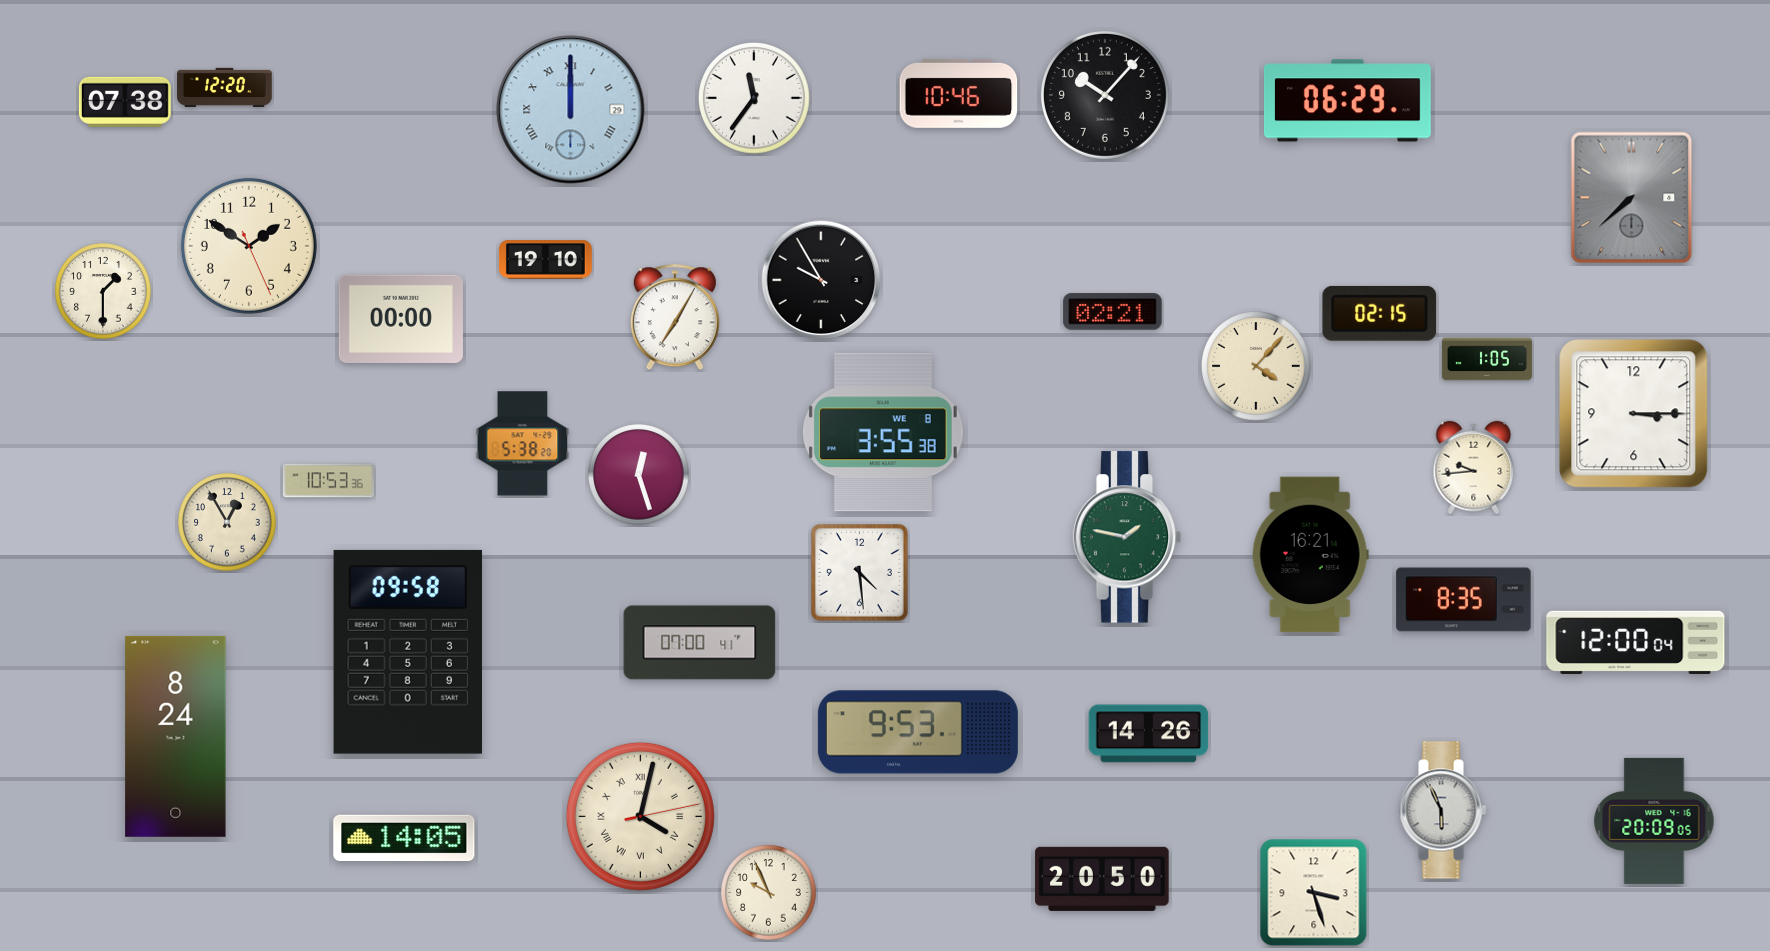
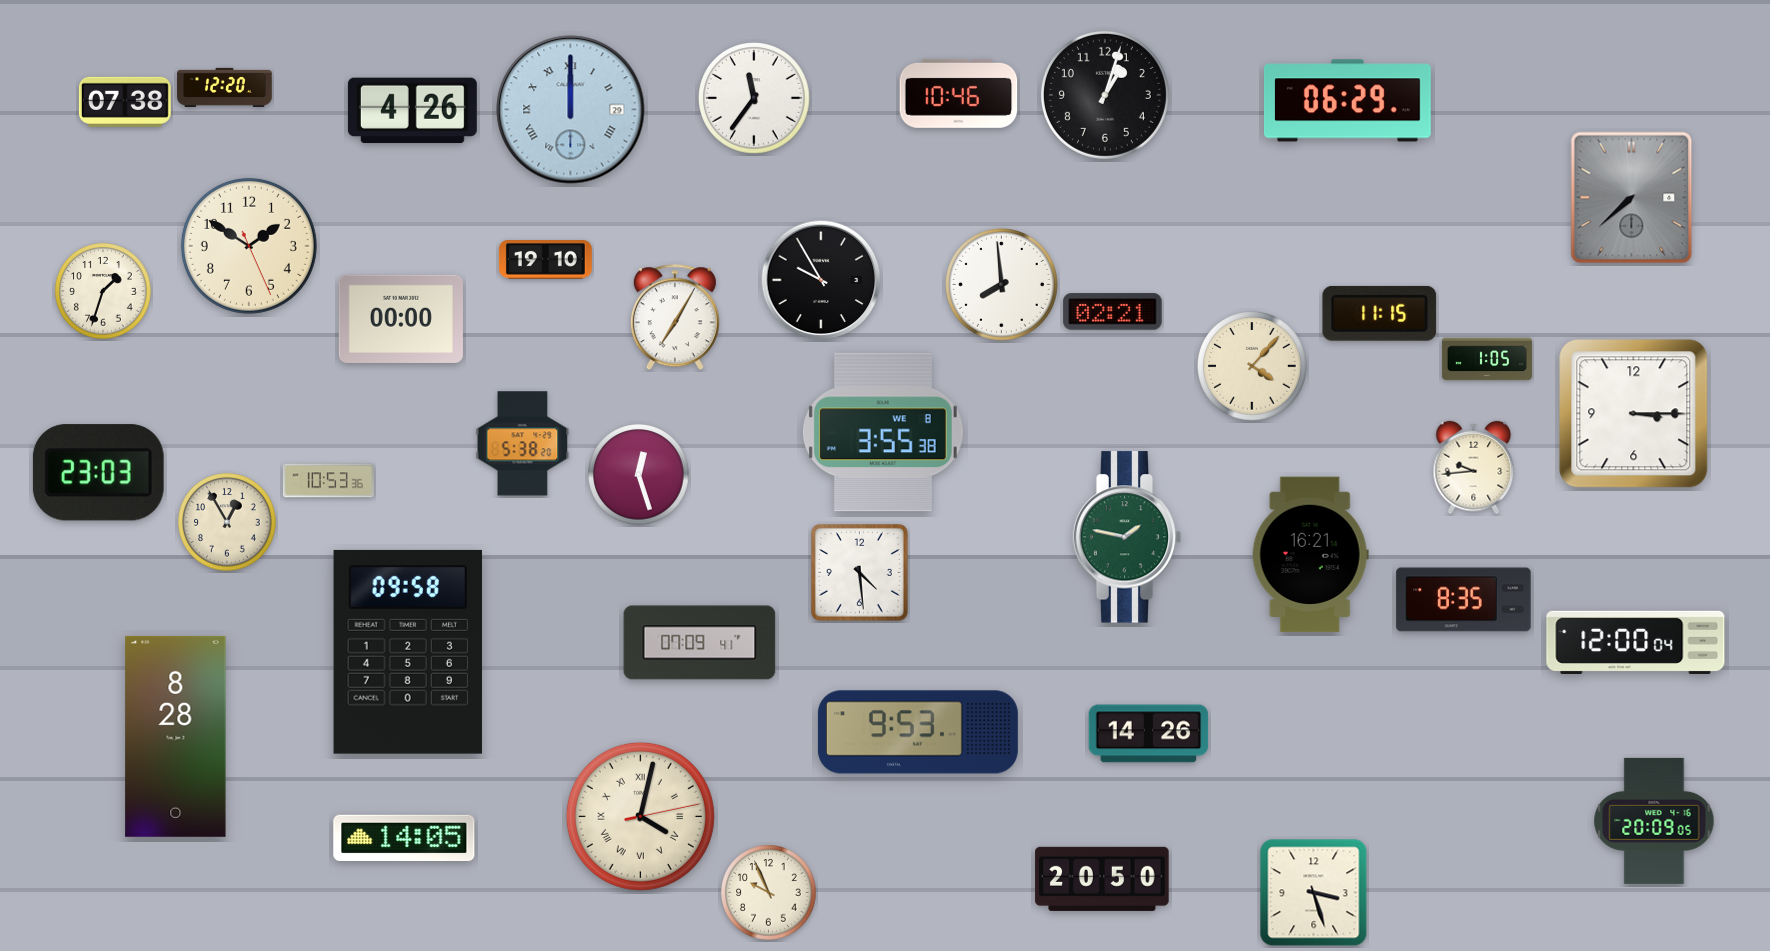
clock at (1105, 95): 10:07 -> 1:03
clock at (412, 111): none -> 4:26
clock at (1002, 285): none -> 7:59
clock at (103, 291): 1:30 -> 1:33
clock at (1380, 313): 02:15 -> 11:15
clock at (1257, 367) position: (1257, 367) -> (1253, 367)
clock at (98, 473): none -> 23:03
clock at (700, 643): 07:00 -> 07:09
clock at (176, 736): 8:24 -> 8:28
clock at (1443, 810): 5:56 -> none
